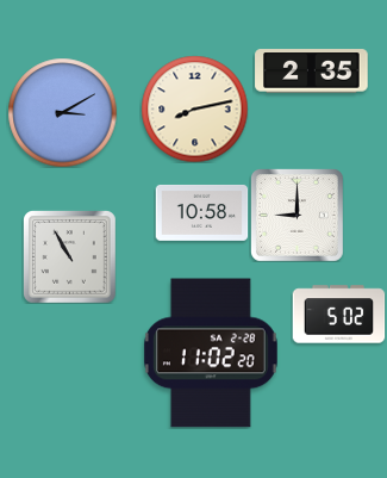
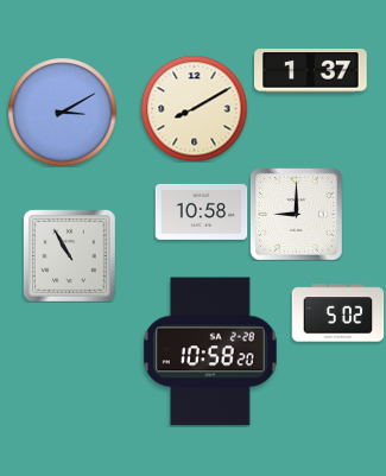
clock at (312, 72): 2:35 -> 1:37
clock at (194, 108): 8:13 -> 8:10
clock at (211, 353): 11:02 -> 10:58
